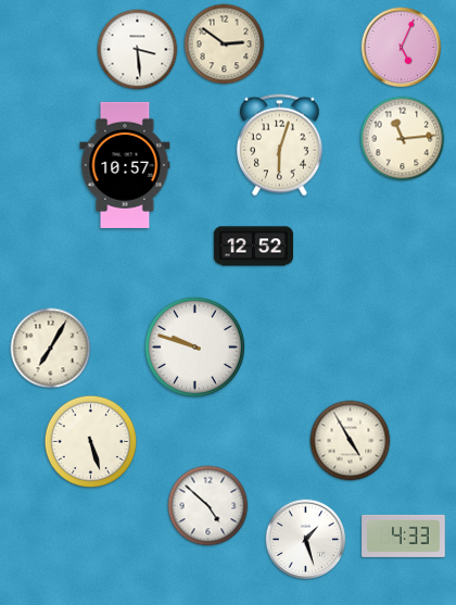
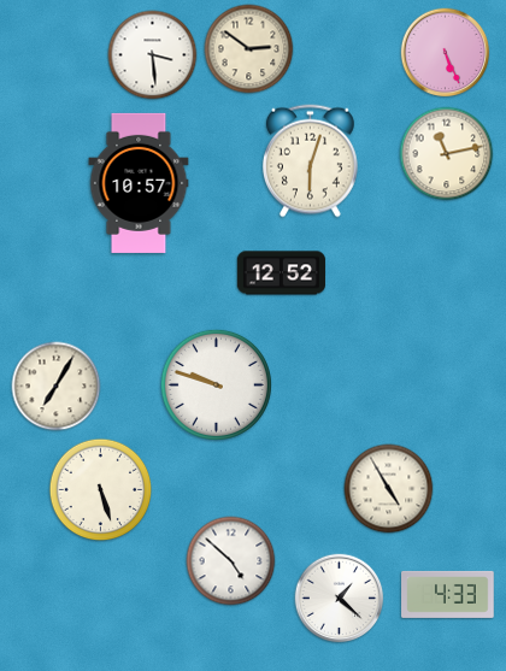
clock at (402, 48): 5:04 -> 5:26
clock at (403, 139): 11:14 -> 11:13
clock at (306, 540): 1:27 -> 1:22
